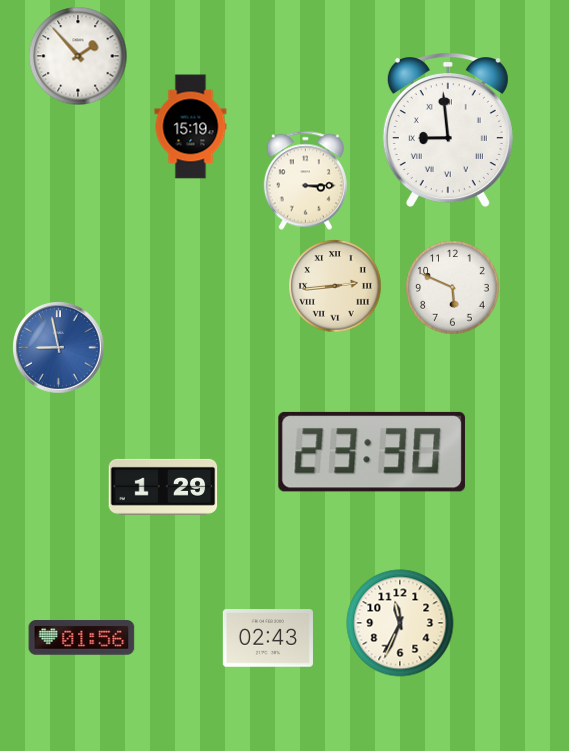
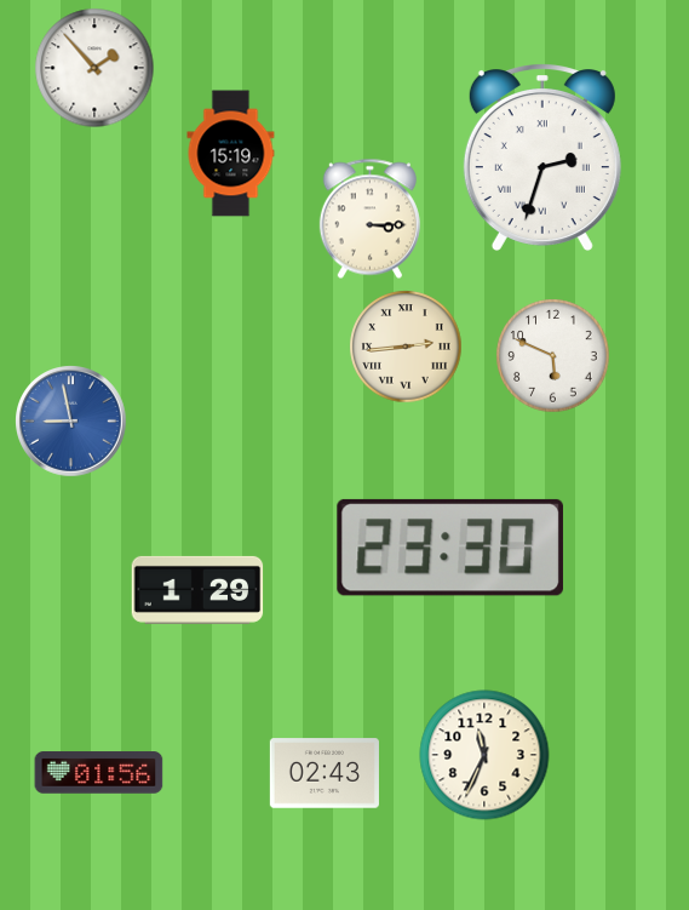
clock at (448, 130): 8:59 -> 2:33
clock at (453, 288) position: (453, 288) -> (553, 356)
